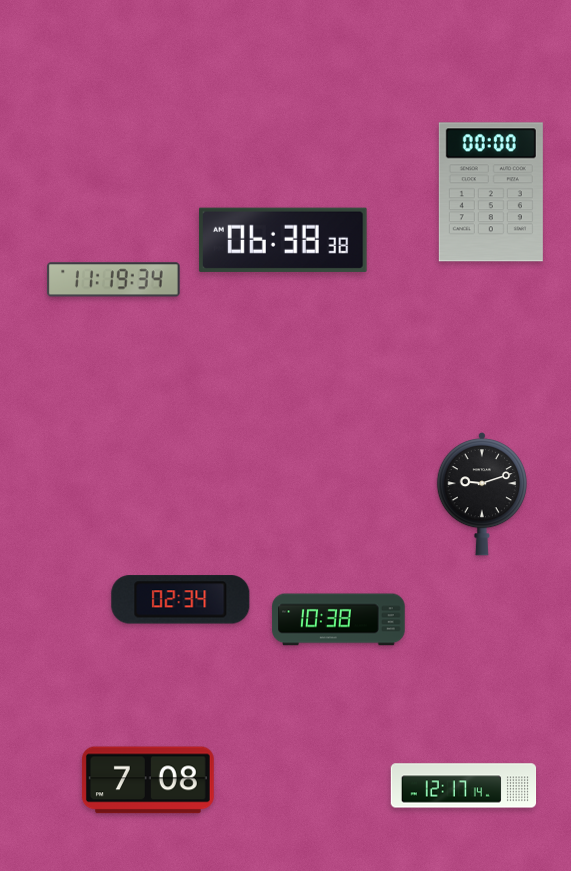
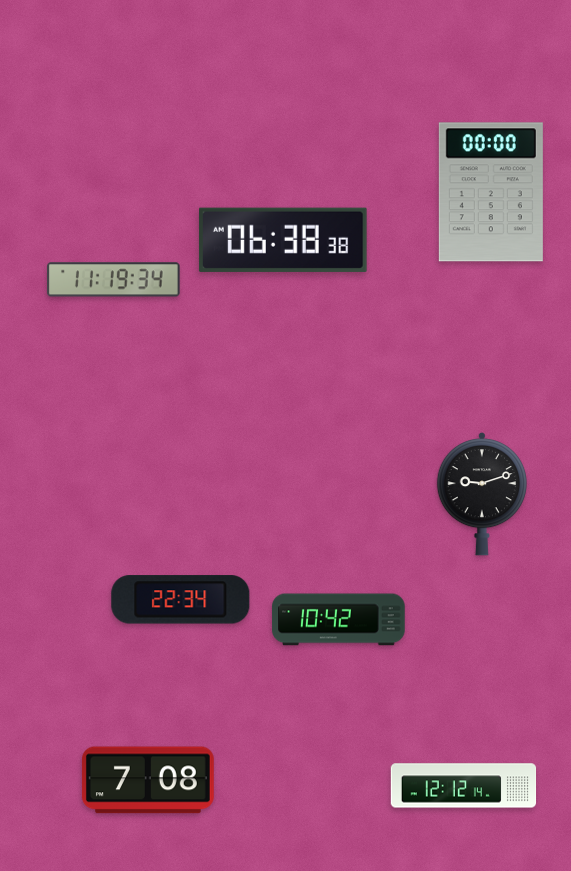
clock at (181, 600): 02:34 -> 22:34
clock at (339, 620): 10:38 -> 10:42
clock at (464, 786): 12:17 -> 12:12
